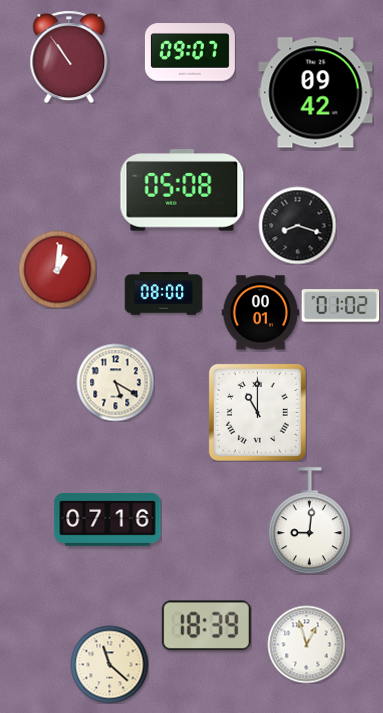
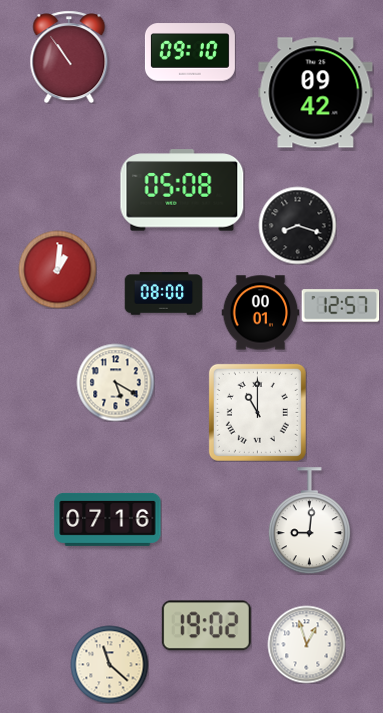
clock at (190, 52): 09:07 -> 09:10
clock at (340, 306): 01:02 -> 12:57
clock at (206, 626): 18:39 -> 19:02
